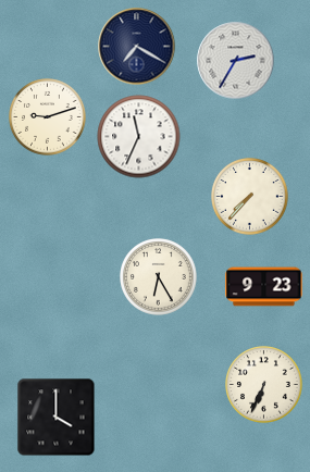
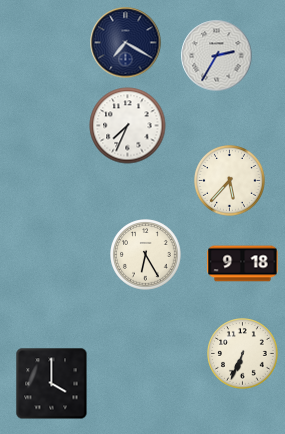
clock at (48, 117): 9:12 -> none
clock at (139, 137): 11:34 -> 7:34
clock at (250, 197): 7:37 -> 5:37
clock at (264, 287): 9:23 -> 9:18
